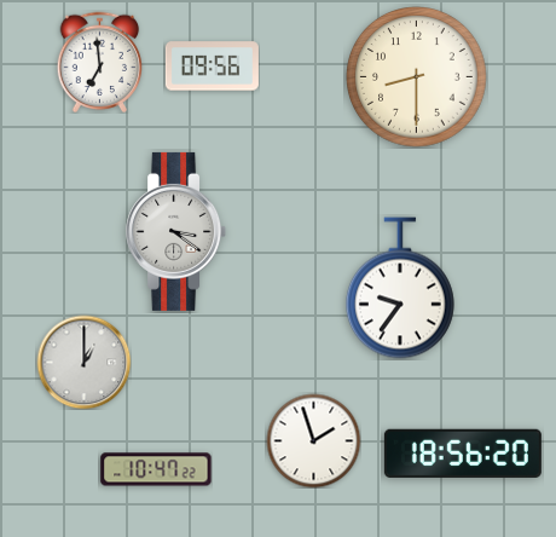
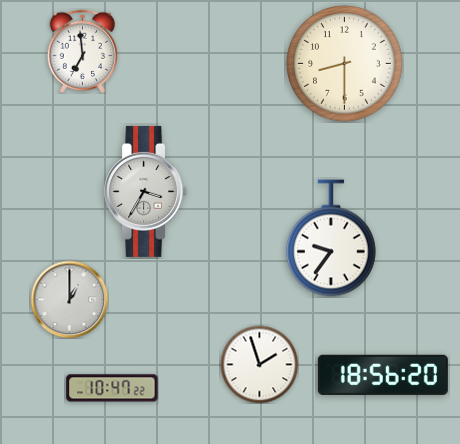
clock at (212, 67): 09:56 -> none
clock at (176, 231): 3:21 -> 3:35
clock at (156, 469) position: (156, 469) -> (112, 388)
